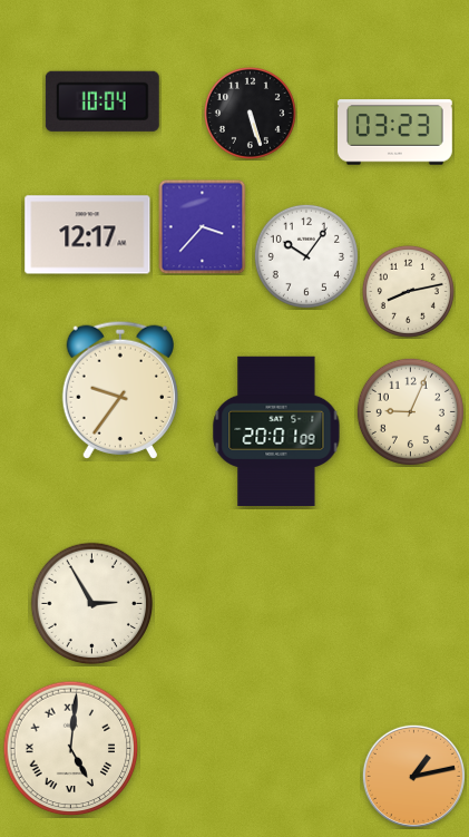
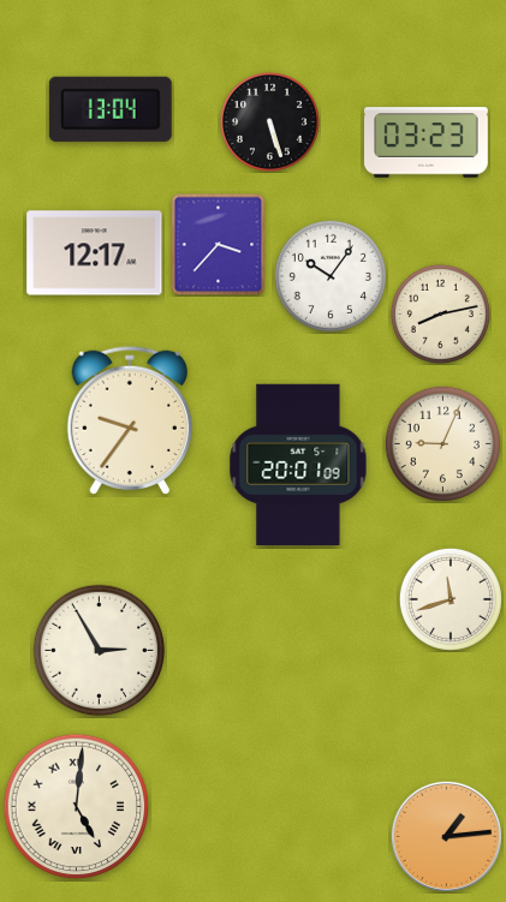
clock at (102, 101): 10:04 -> 13:04
clock at (451, 599): none -> 11:42
clock at (413, 776): 1:13 -> 1:14
